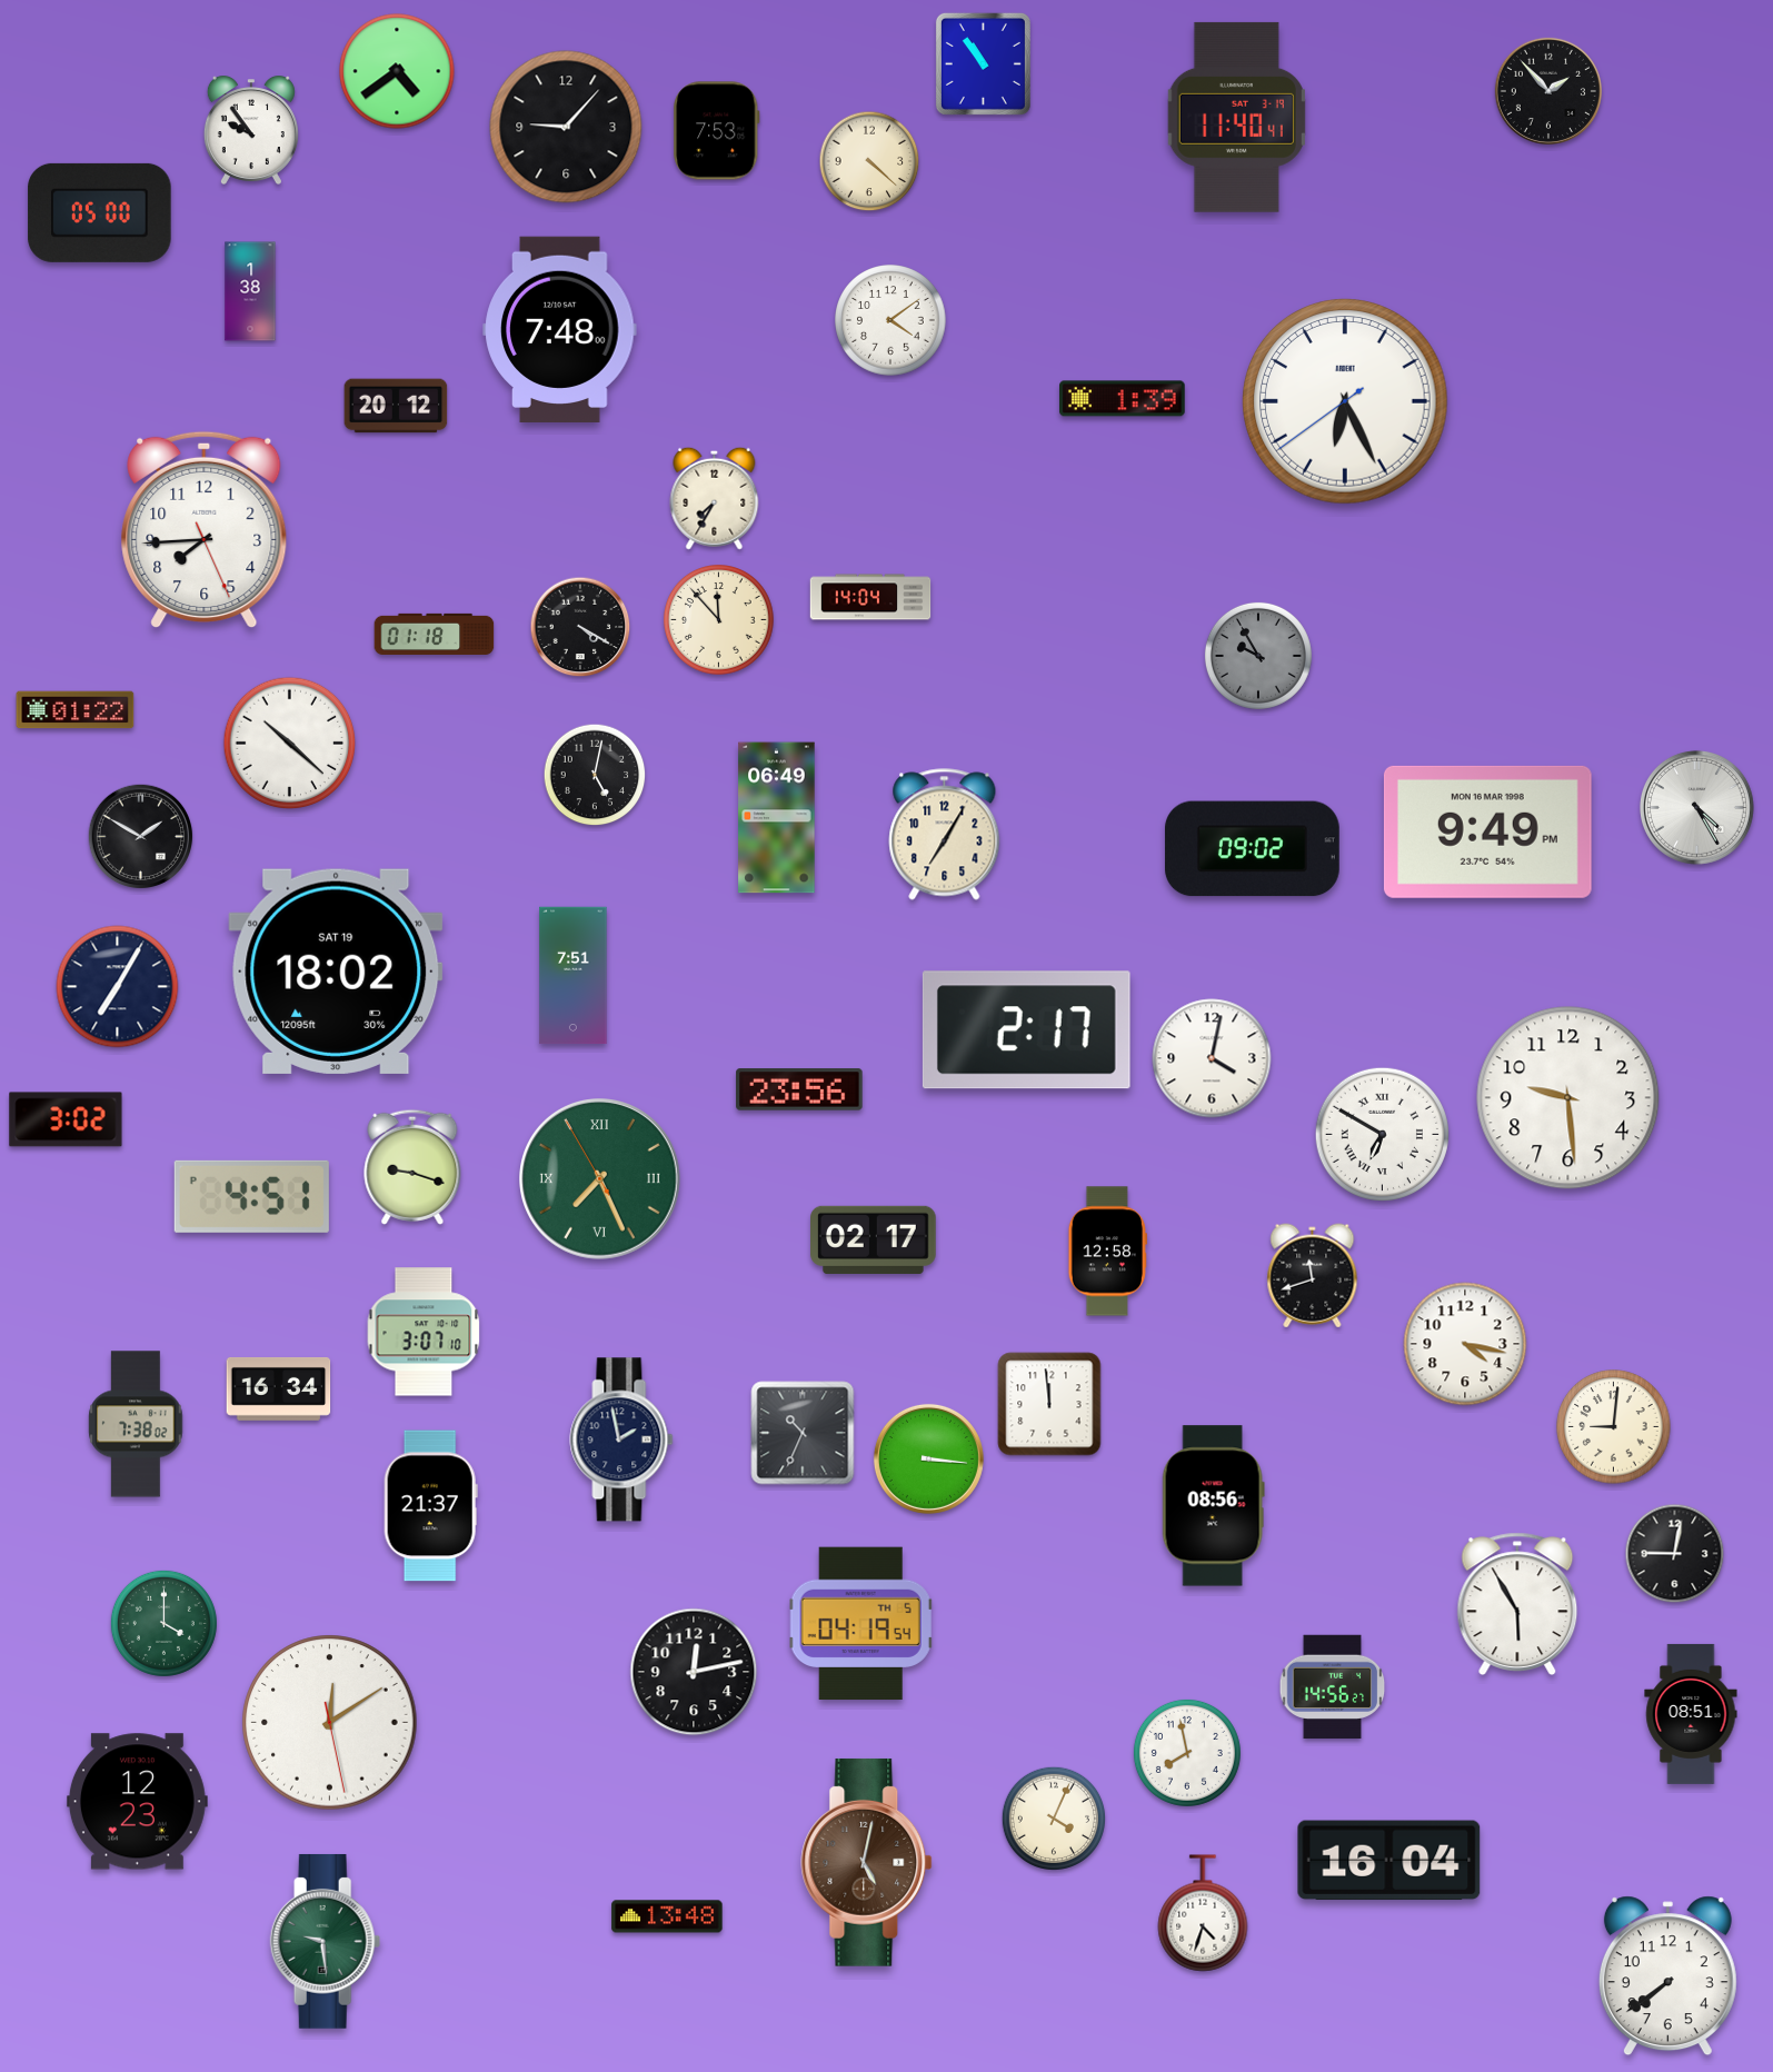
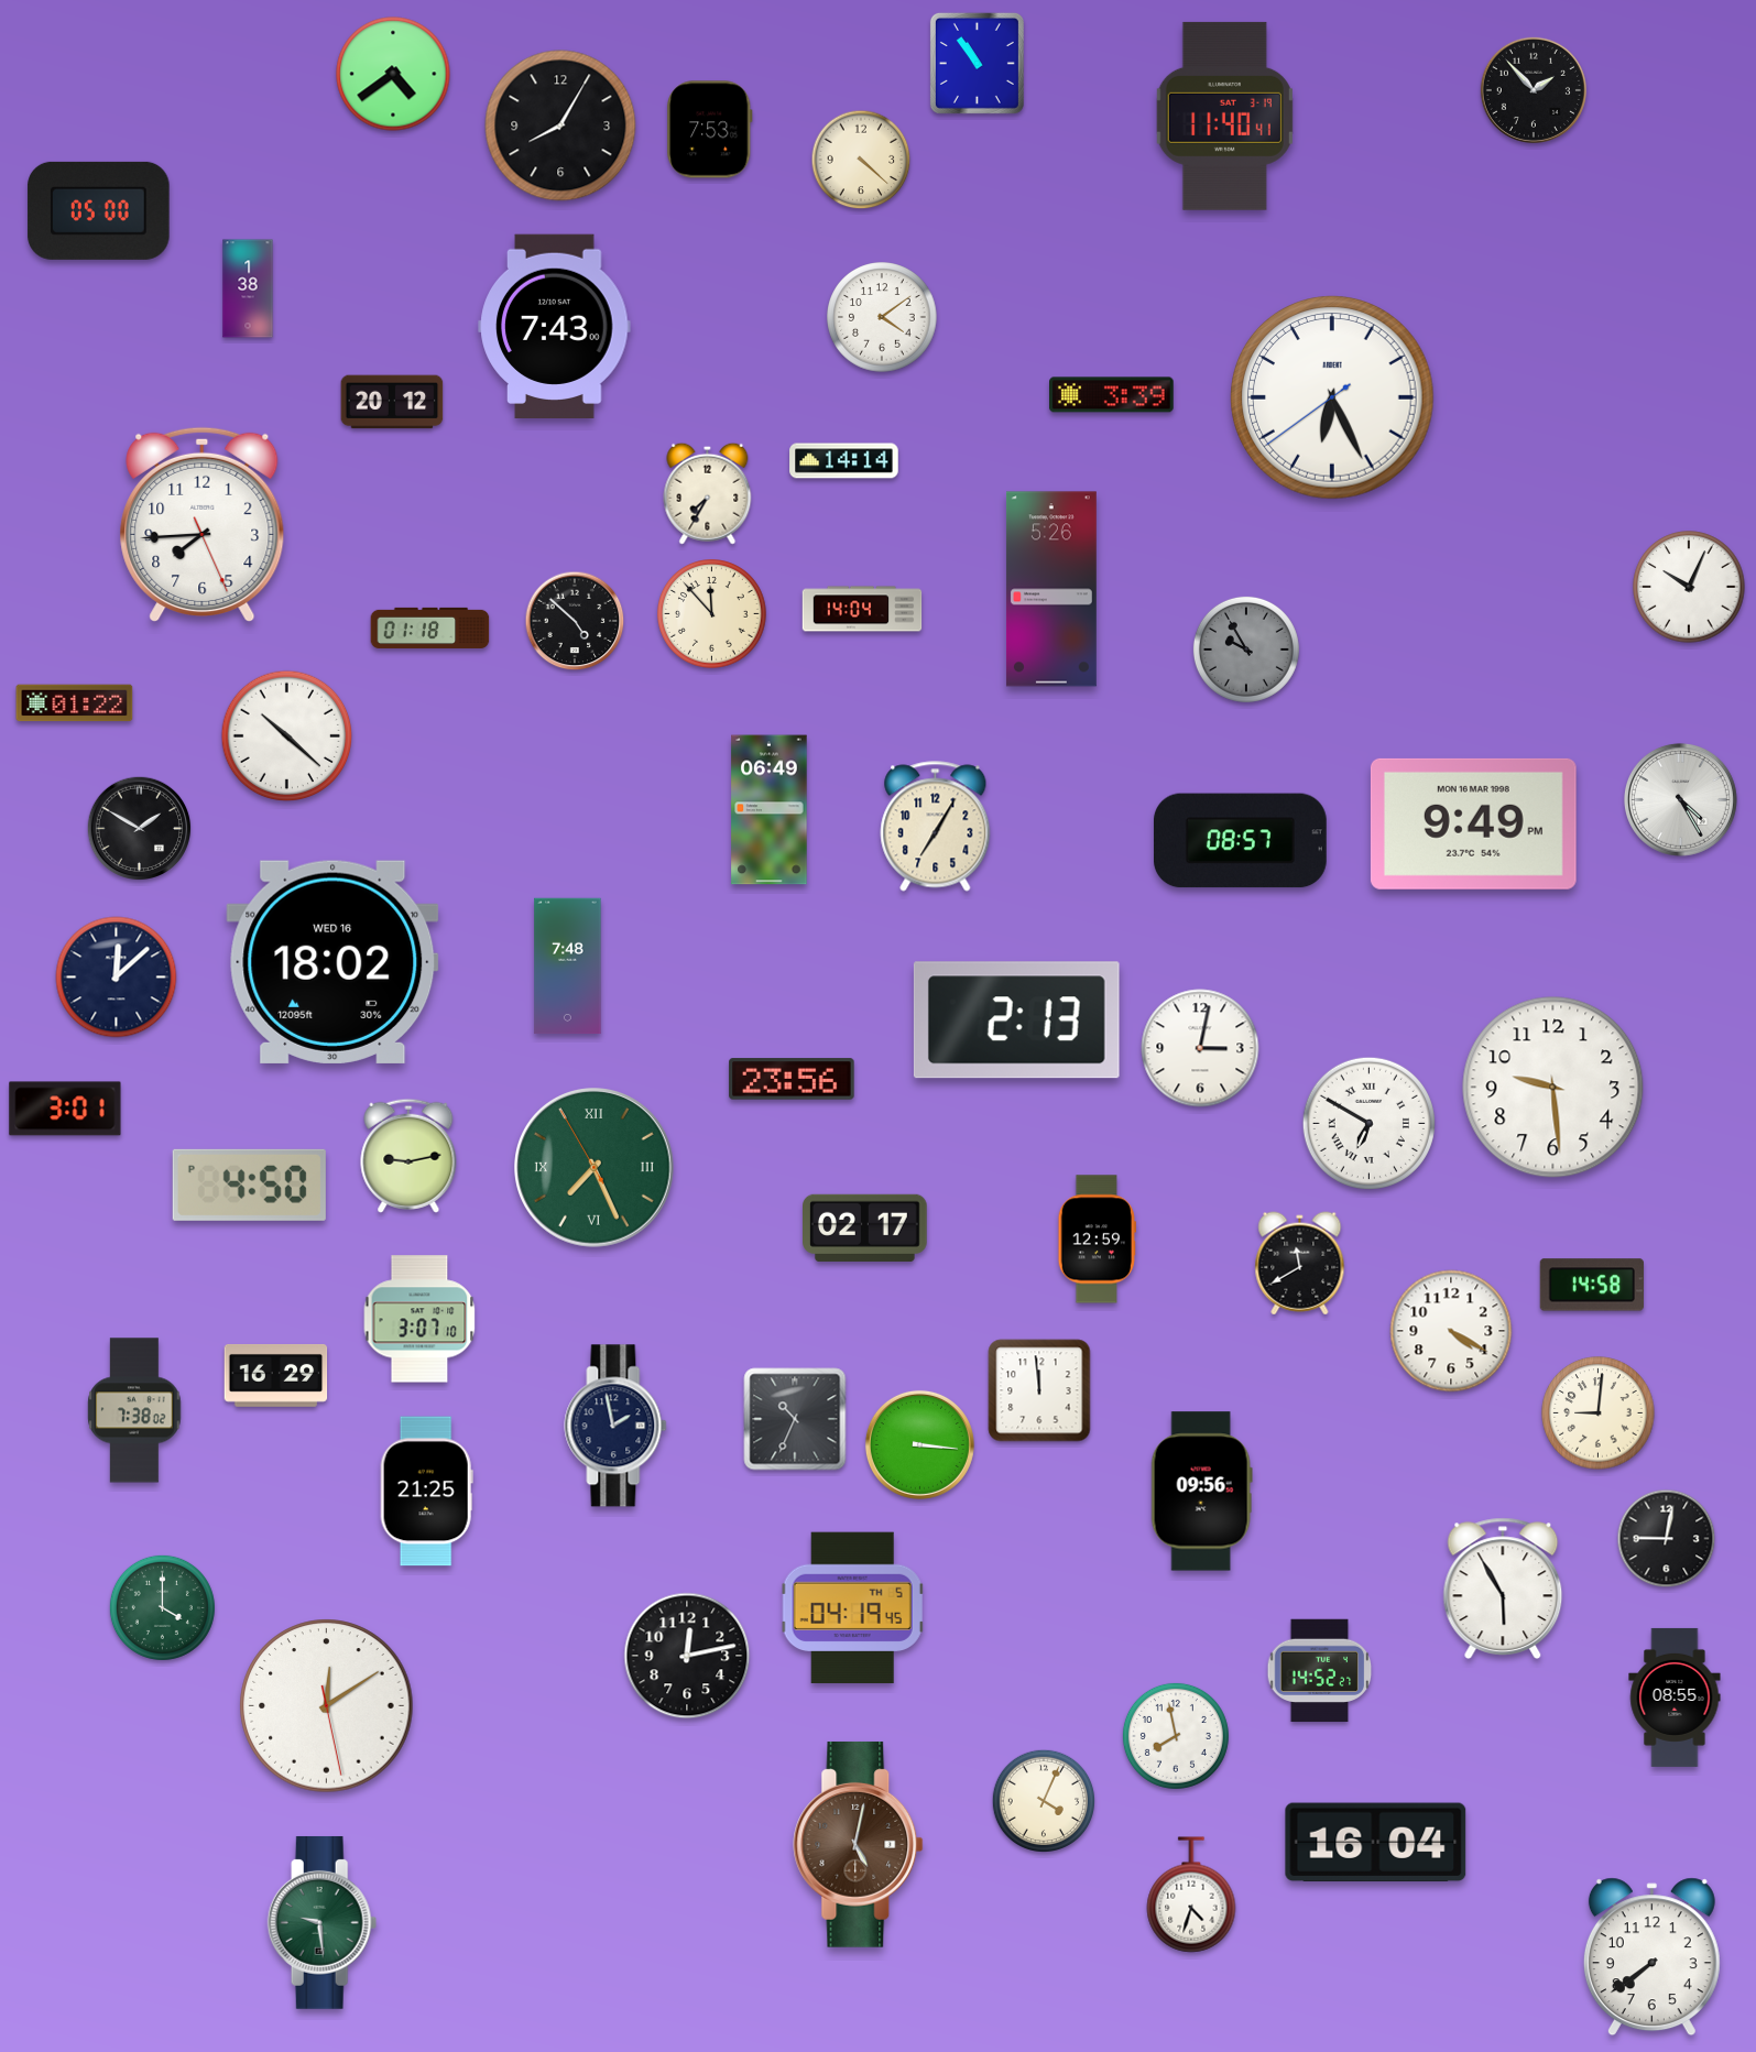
clock at (983, 63) position: (983, 63) -> (977, 63)
clock at (397, 71) position: (397, 71) -> (393, 74)
clock at (566, 127): 9:07 -> 8:05
clock at (251, 130): 9:54 -> none
clock at (560, 329): 7:48 -> 7:43
clock at (1123, 399): 1:39 -> 3:39
clock at (844, 461): none -> 14:14
clock at (1689, 587): none -> 10:04
clock at (1051, 589): none -> 5:26
clock at (870, 597) position: (870, 597) -> (862, 609)
clock at (580, 627): 4:20 -> 4:52
clock at (595, 775): 5:02 -> none
clock at (1252, 849): 09:02 -> 08:57
clock at (336, 972) date: SAT 19 -> WED 16
clock at (574, 976): 7:51 -> 7:48
clock at (118, 987): 7:05 -> 12:08
clock at (1026, 1030): 2:17 -> 2:13
clock at (1212, 1058): 4:02 -> 3:02
clock at (66, 1119): 3:02 -> 3:01
clock at (412, 1167): 9:18 -> 9:13
clock at (251, 1196): 4:51 -> 4:50
clock at (1107, 1252): 12:58 -> 12:59
clock at (1313, 1276): 11:42 -> 11:40
clock at (1592, 1285): none -> 14:58
clock at (1465, 1344): 4:17 -> 4:20
clock at (279, 1388): 16:34 -> 16:29
clock at (430, 1506): 21:37 -> 21:25
clock at (1213, 1506): 08:56 -> 09:56
clock at (1675, 1554) position: (1675, 1554) -> (1667, 1539)
clock at (861, 1624): 04:19:54 -> 04:19:45
clock at (1333, 1687): 14:56 -> 14:52
clock at (1691, 1714): 08:51 -> 08:55
clock at (137, 1802): 12:23 -> none
clock at (667, 1916): 13:48 -> none
